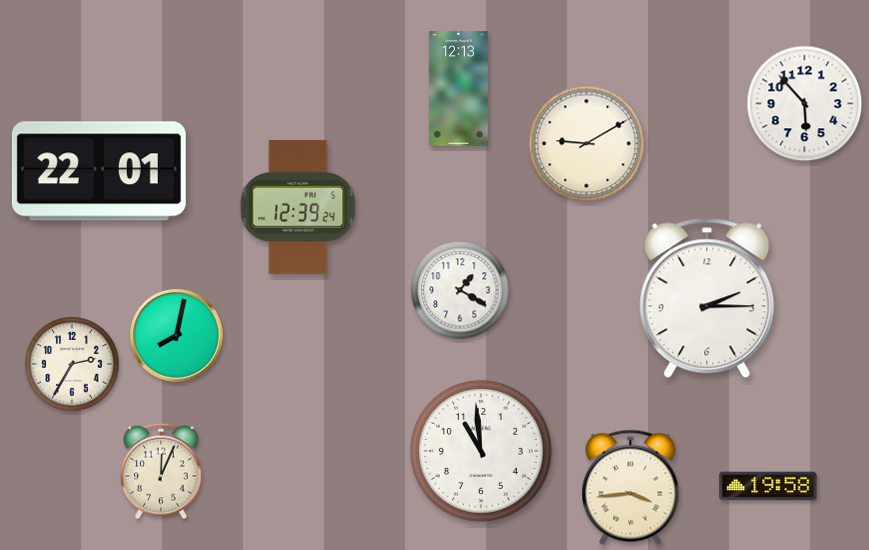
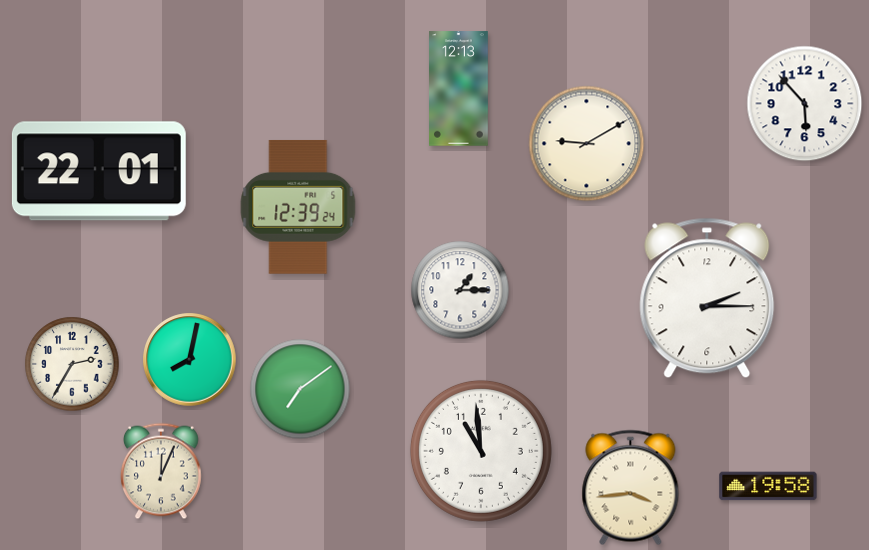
clock at (460, 290): 1:20 -> 1:15
clock at (177, 336) position: (177, 336) -> (190, 360)
clock at (300, 389): none -> 7:09
